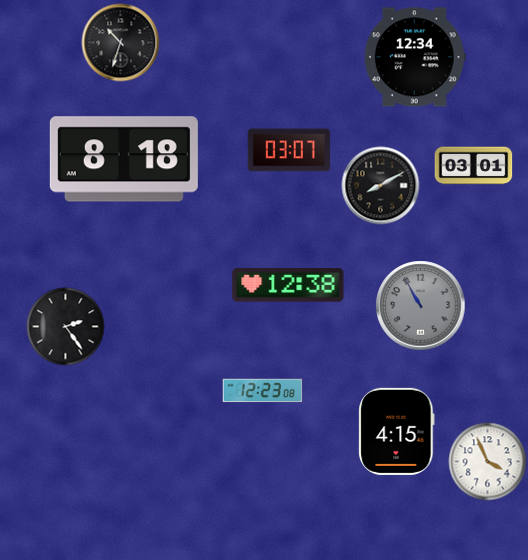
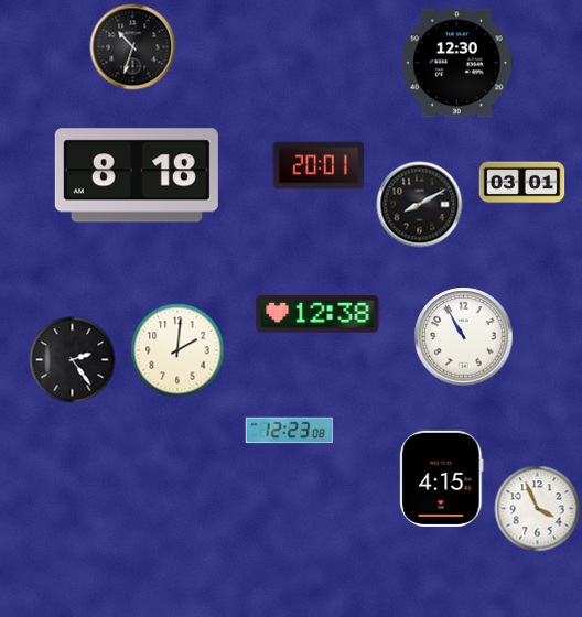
clock at (415, 57): 12:34 -> 12:30
clock at (289, 150): 03:07 -> 20:01
clock at (420, 305) dial: grey -> white
clock at (177, 350): none -> 2:01
clock at (397, 431) position: (397, 431) -> (442, 478)
